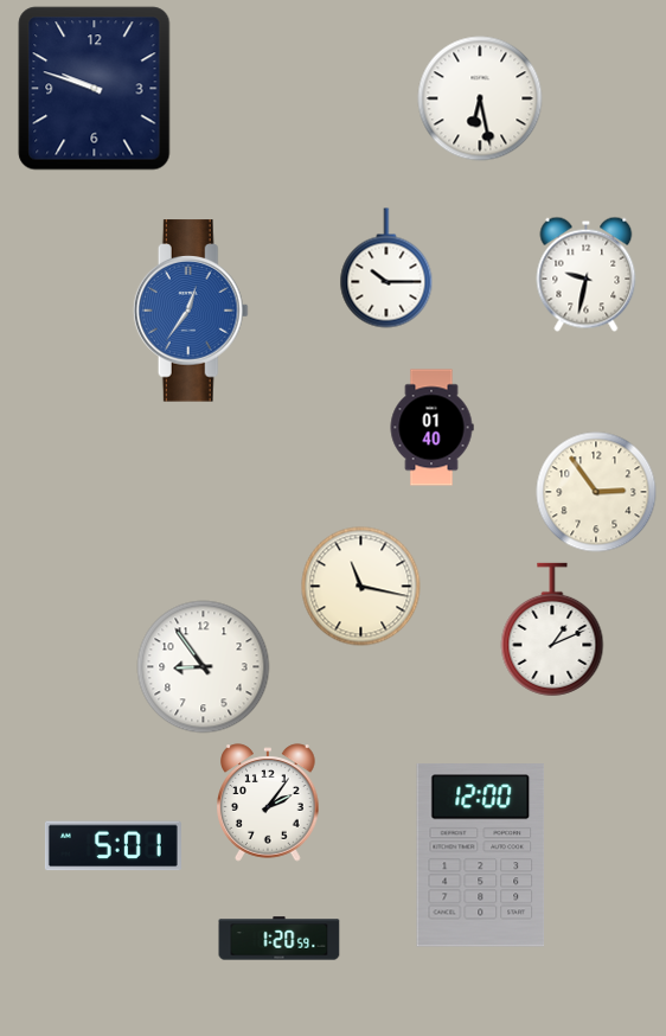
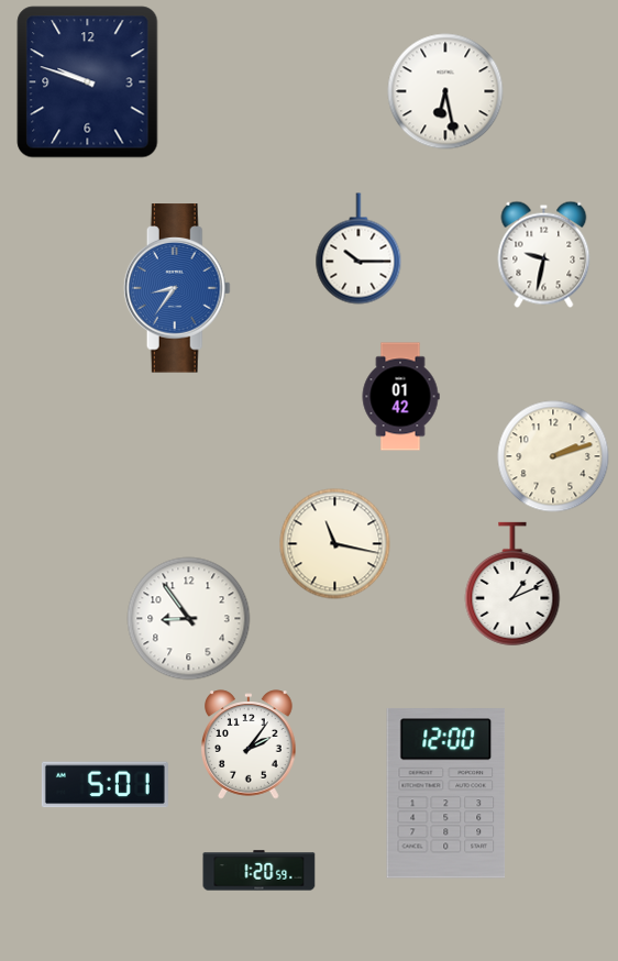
clock at (191, 311): 12:36 -> 8:36
clock at (431, 428): 01:40 -> 01:42
clock at (596, 492): 2:54 -> 2:12
